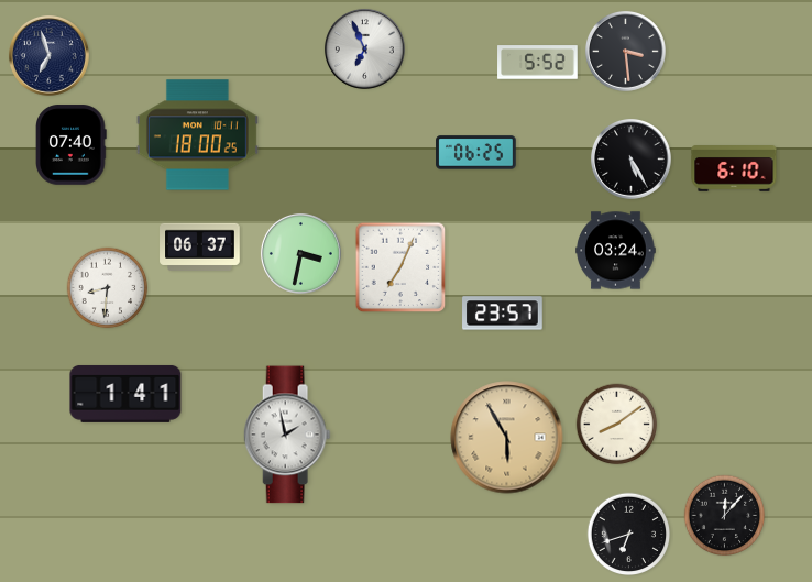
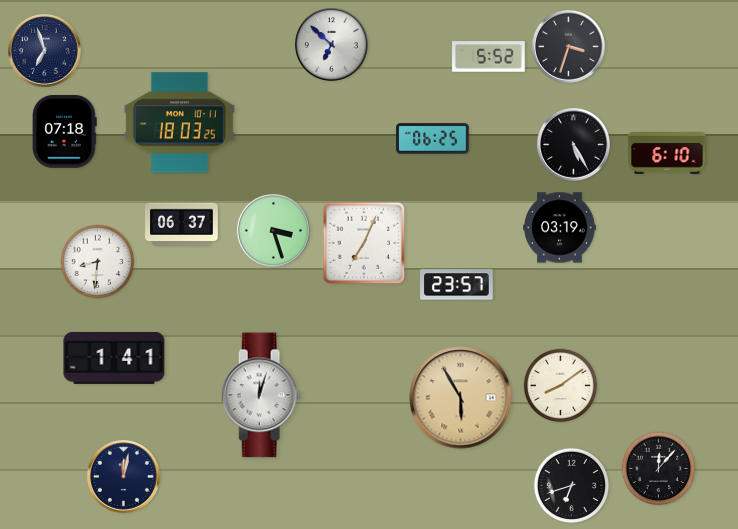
clock at (364, 48): 6:56 -> 6:52
clock at (625, 51): 3:29 -> 3:33
clock at (197, 135): 18:00 -> 18:03
clock at (72, 145): 07:40 -> 07:18
clock at (616, 251): 03:24 -> 03:19
clock at (300, 253): 3:32 -> 3:27
clock at (287, 435): 1:58 -> 12:03
clock at (123, 476): none -> 12:02
